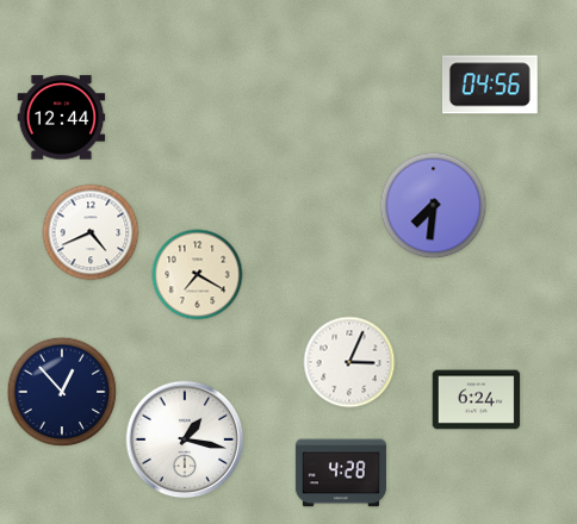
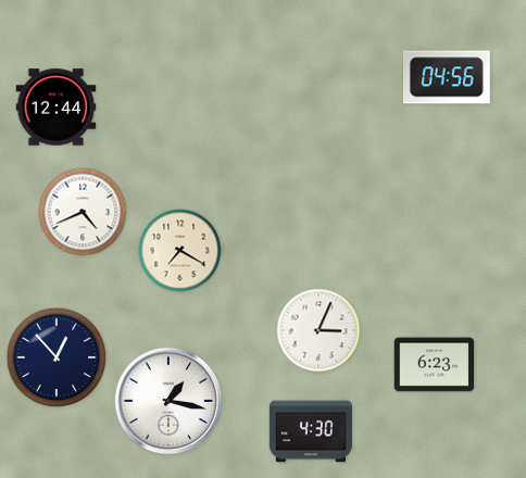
clock at (434, 206): 7:31 -> none
clock at (477, 400): 6:24 -> 6:23
clock at (341, 473): 4:28 -> 4:30
